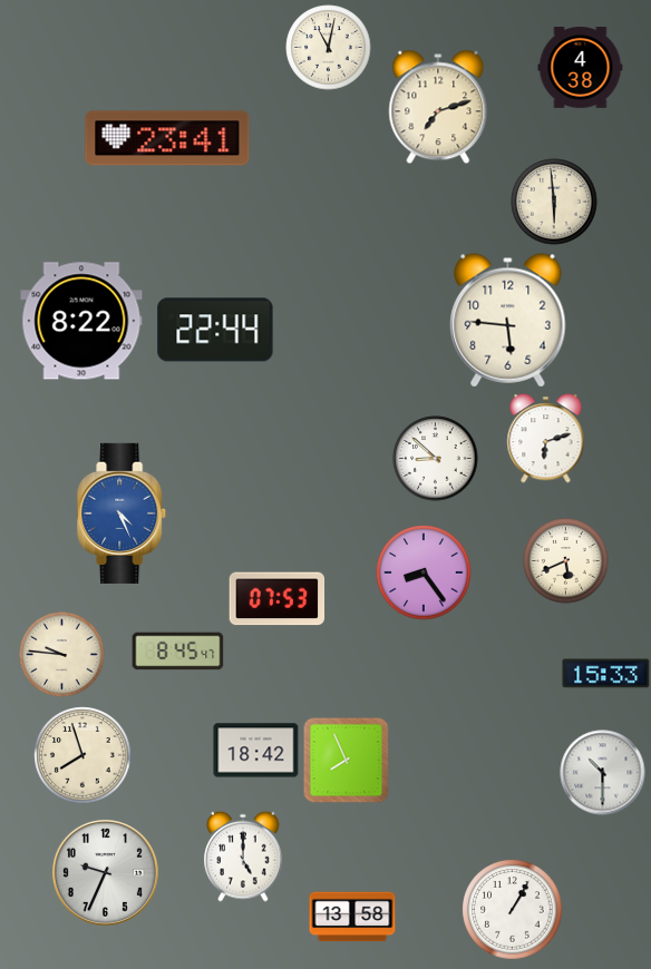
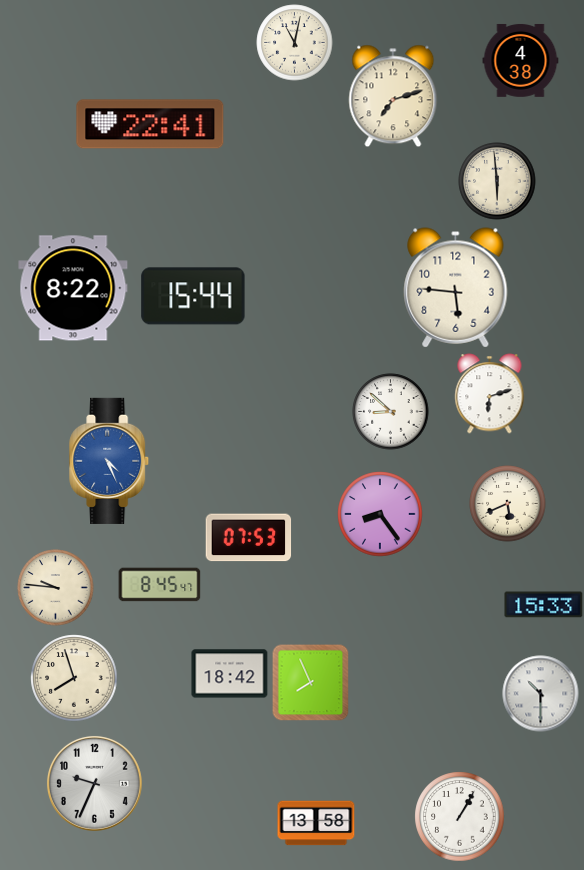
clock at (167, 138): 23:41 -> 22:41
clock at (215, 330): 22:44 -> 15:44
clock at (243, 857): 5:00 -> none
